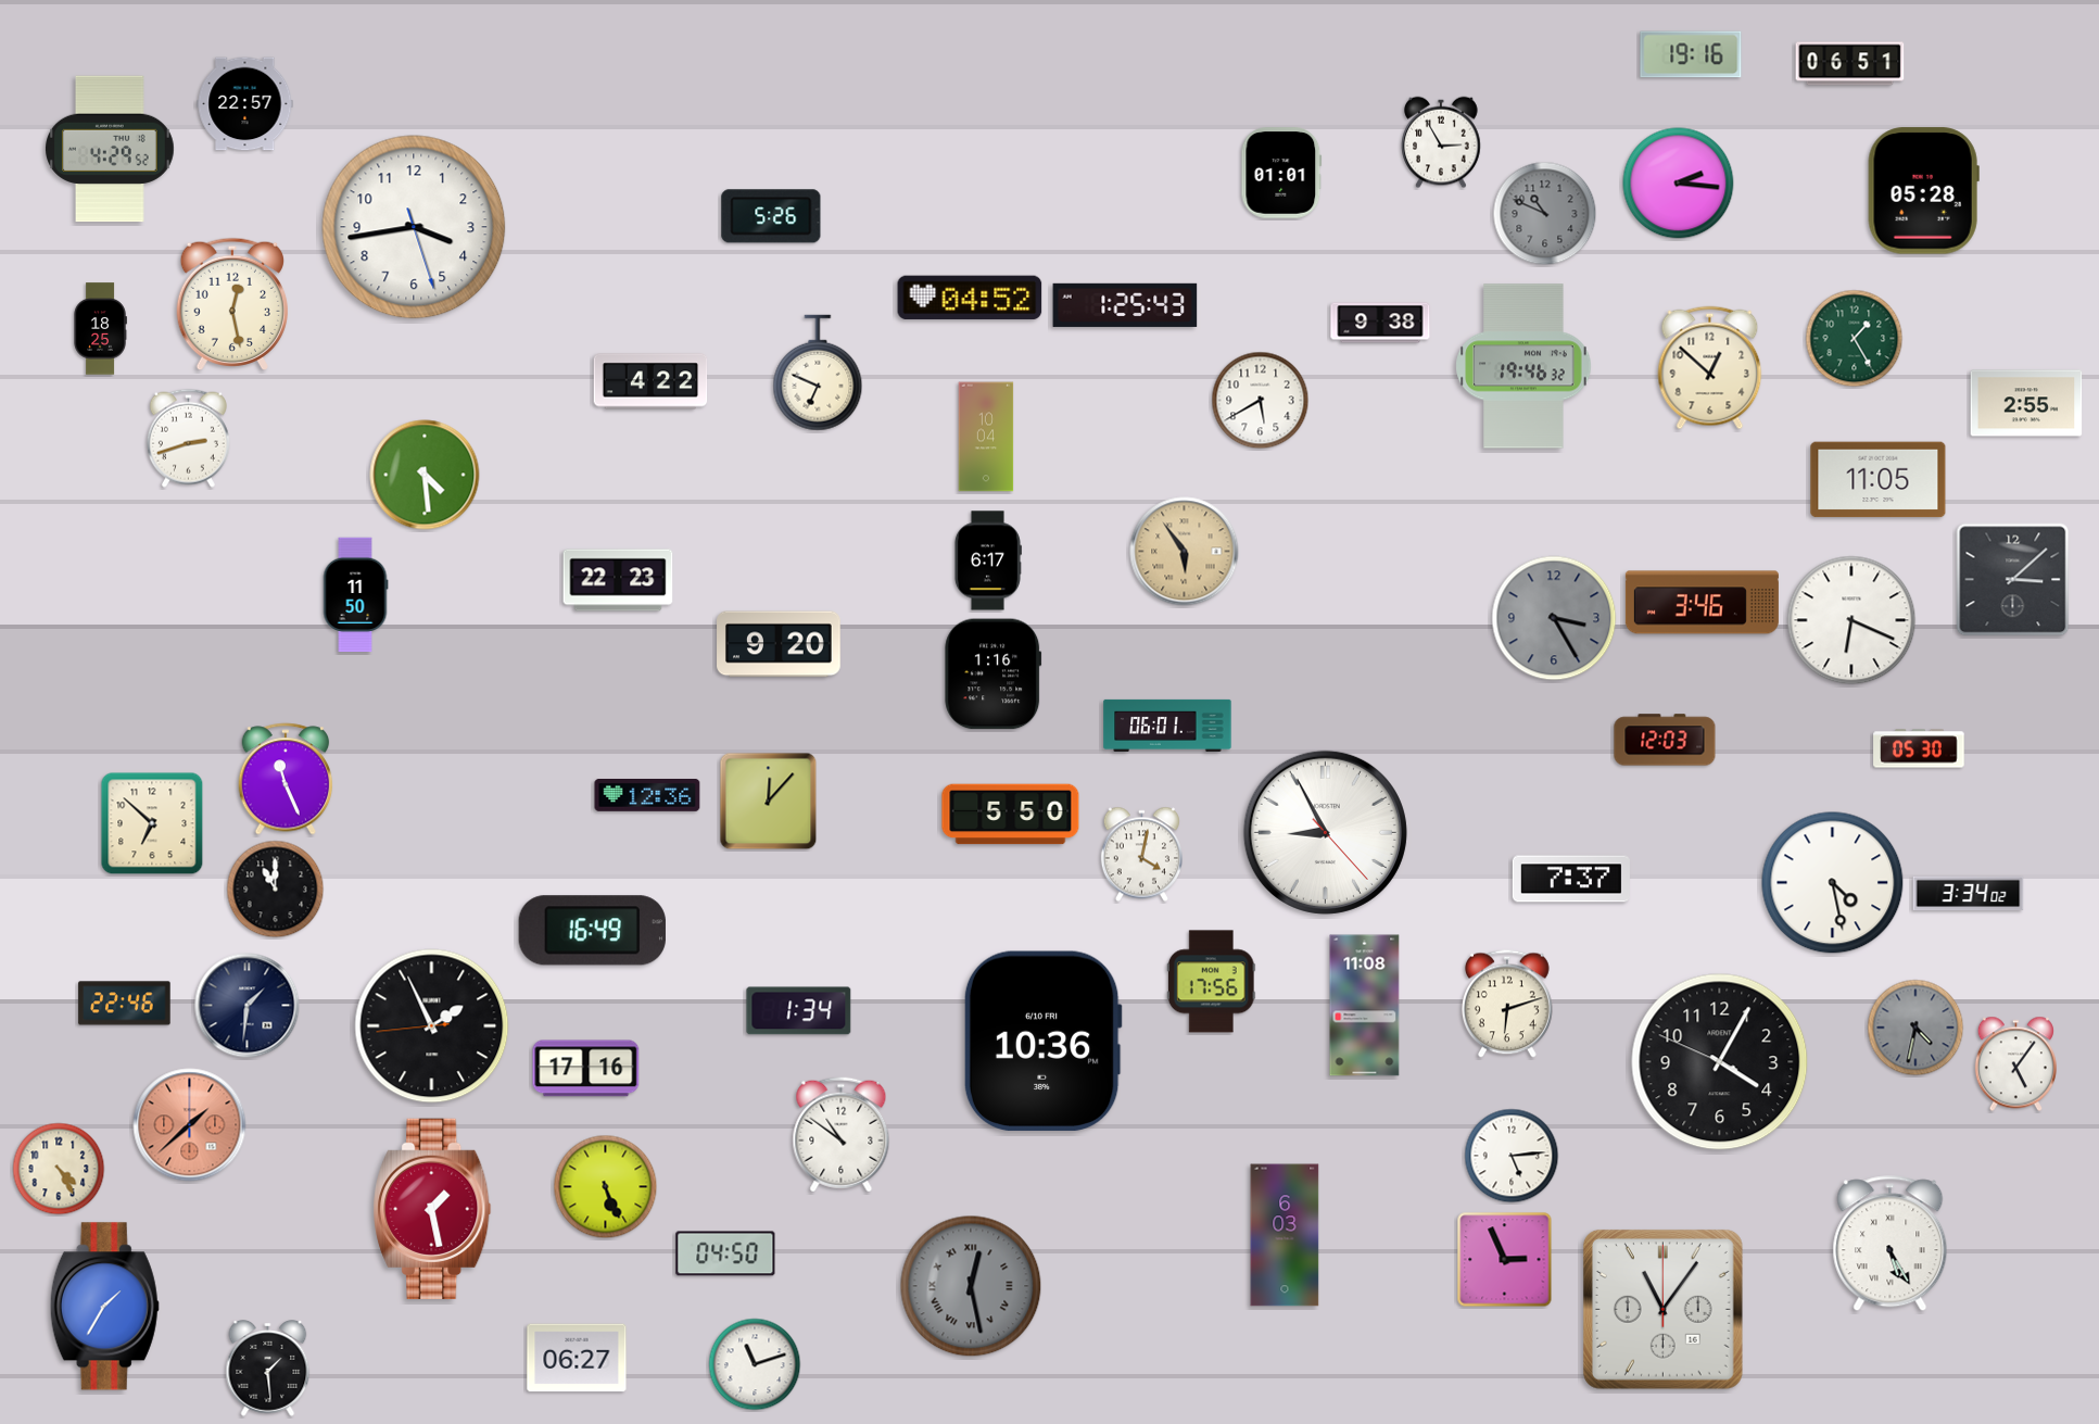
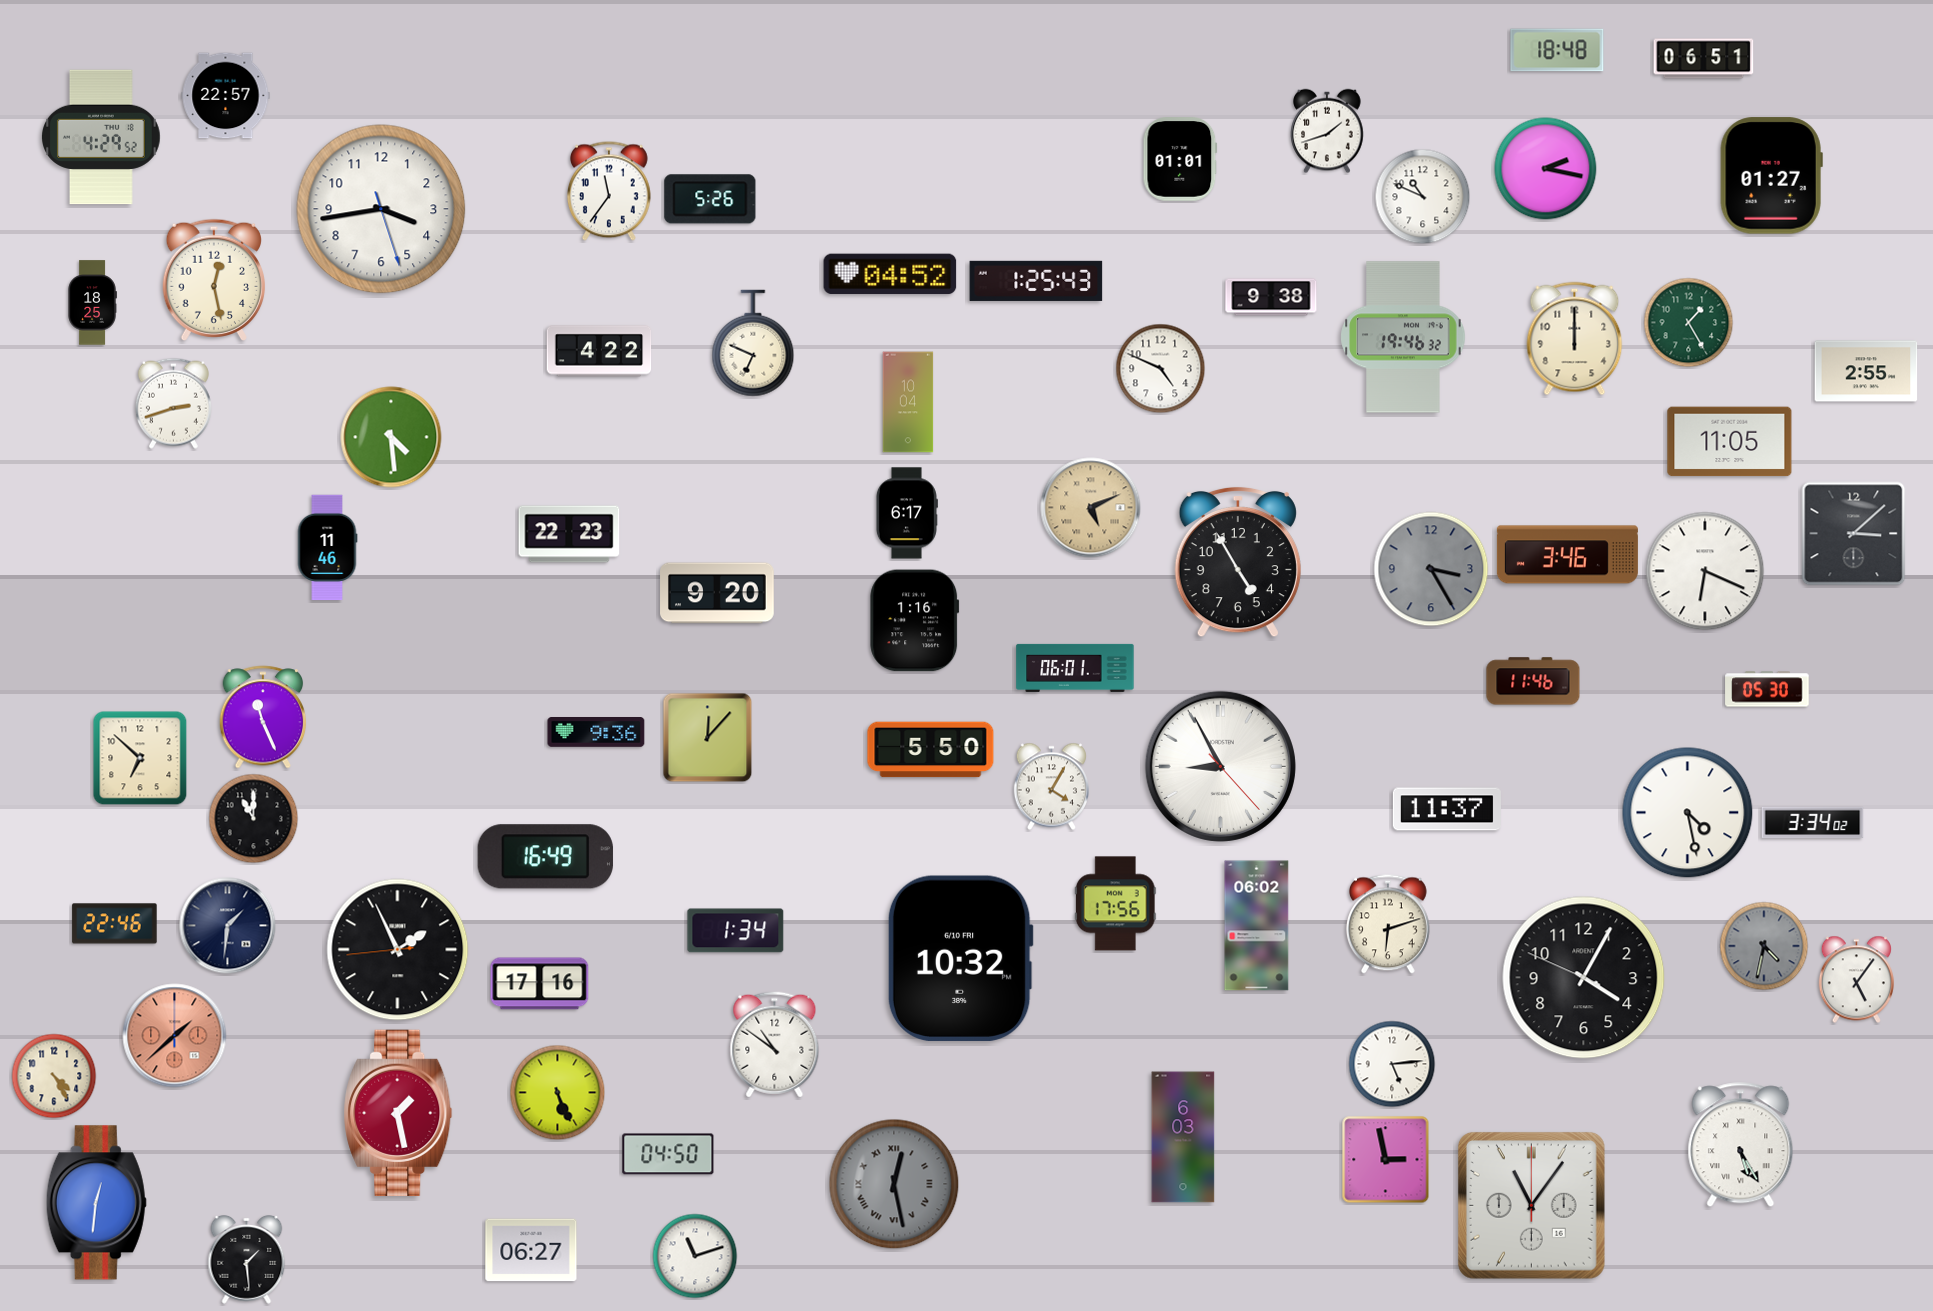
clock at (1691, 54): 19:16 -> 18:48
clock at (1441, 142): 2:55 -> 1:42
clock at (1679, 184): 2:16 -> 2:17
clock at (1923, 191): 05:28 -> 01:27
clock at (609, 191): none -> 11:36
clock at (1545, 214) dial: grey -> white
clock at (970, 298) position: (970, 298) -> (890, 274)
clock at (1855, 339) position: (1855, 339) -> (1689, 323)
clock at (1710, 368): 12:52 -> 12:00
clock at (1261, 401): 5:40 -> 4:49
clock at (1185, 552): 5:54 -> 5:11
clock at (987, 560) position: (987, 560) -> (906, 513)
clock at (355, 595): 11:50 -> 11:46
clock at (1238, 562): none -> 4:55
clock at (1665, 740): 12:03 -> 11:46
clock at (647, 796): 12:36 -> 9:36
clock at (1141, 855): 4:02 -> 4:05
clock at (1571, 879): 7:37 -> 11:37
clock at (1365, 1006): 11:08 -> 06:02
clock at (432, 1026) position: (432, 1026) -> (398, 950)
clock at (1042, 1041): 10:36 -> 10:32
clock at (1505, 1260): 2:56 -> 2:58
clock at (104, 1307): 1:35 -> 12:31
